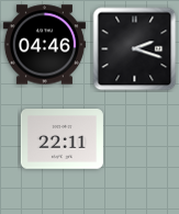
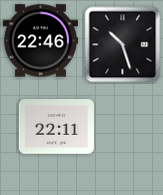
clock at (44, 45): 04:46 -> 22:46
clock at (135, 49): 2:18 -> 10:27
